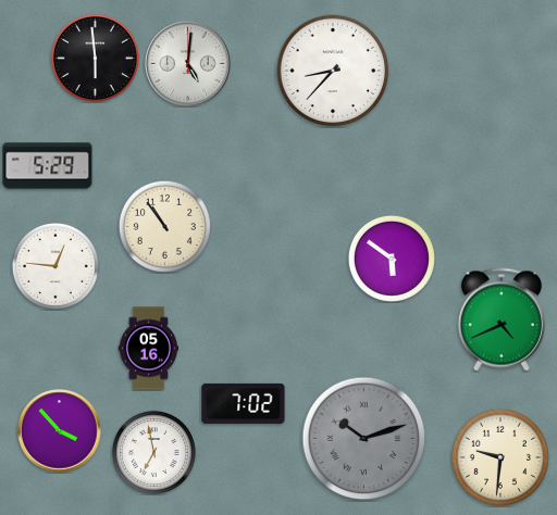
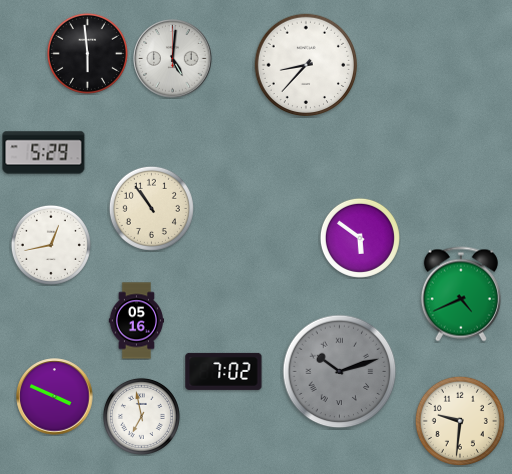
clock at (55, 266): 12:46 -> 12:43
clock at (60, 431): 3:53 -> 3:49
clock at (364, 439) position: (364, 439) -> (340, 372)
